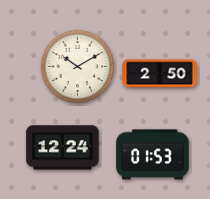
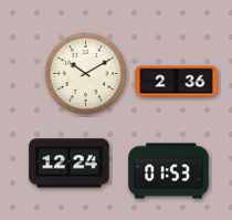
clock at (160, 74): 2:50 -> 2:36
